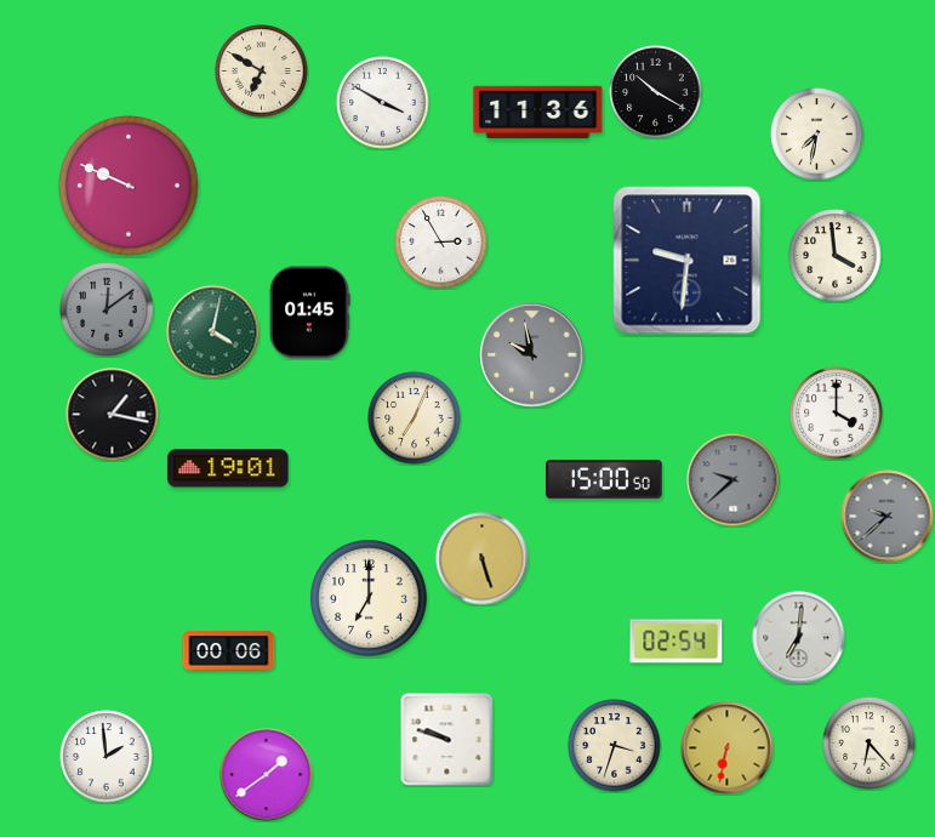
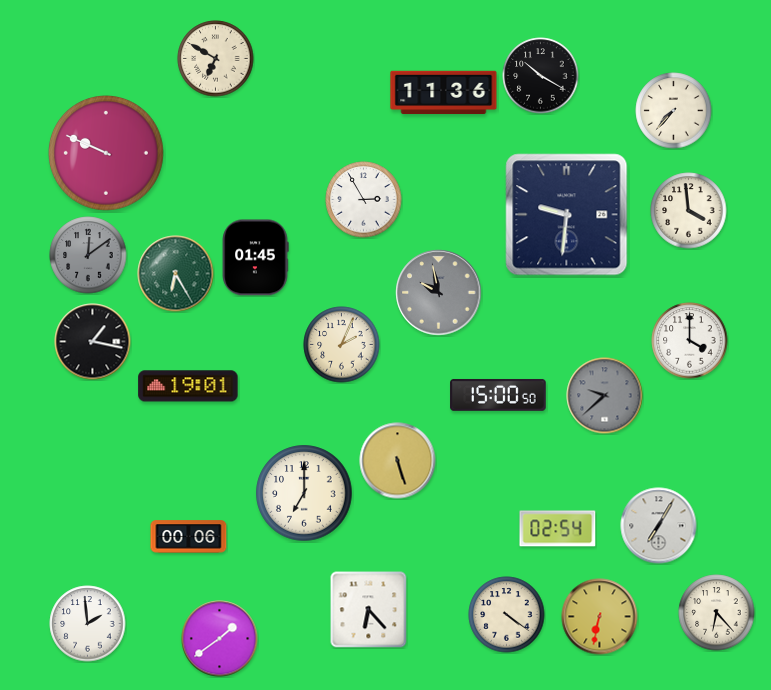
clock at (383, 103): 3:50 -> none
clock at (817, 135): 7:32 -> 7:37
clock at (213, 332): 4:02 -> 6:25
clock at (415, 419): 7:04 -> 2:04
clock at (888, 517): 9:38 -> none
clock at (799, 638): 7:01 -> 7:05
clock at (447, 740): 9:48 -> 6:23
clock at (615, 746): 3:33 -> 4:21
